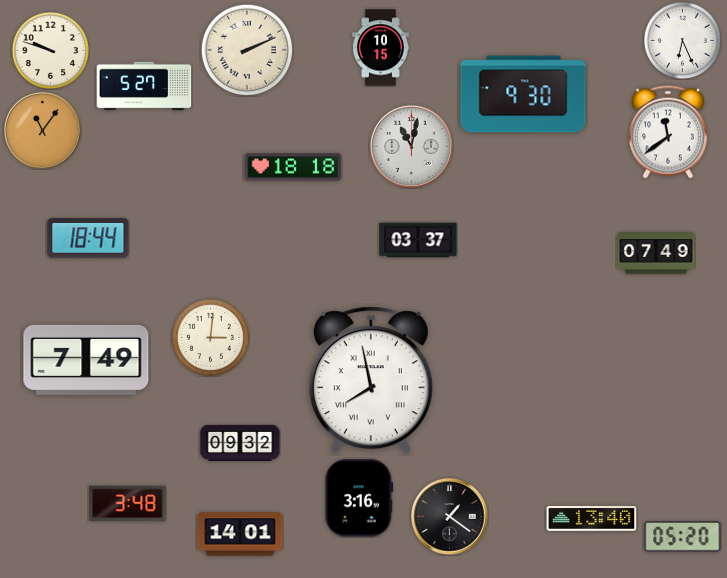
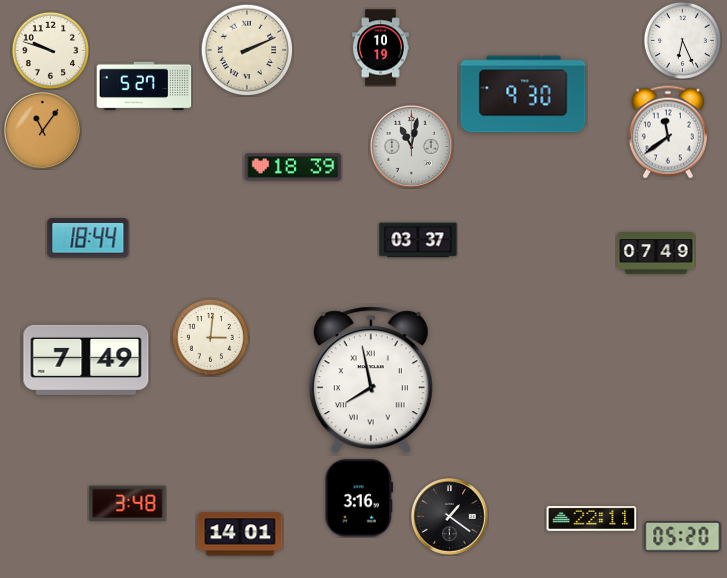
clock at (380, 48): 10:15 -> 10:19
clock at (293, 167): 18:18 -> 18:39
clock at (240, 442): 09:32 -> none
clock at (592, 519): 13:40 -> 22:11
